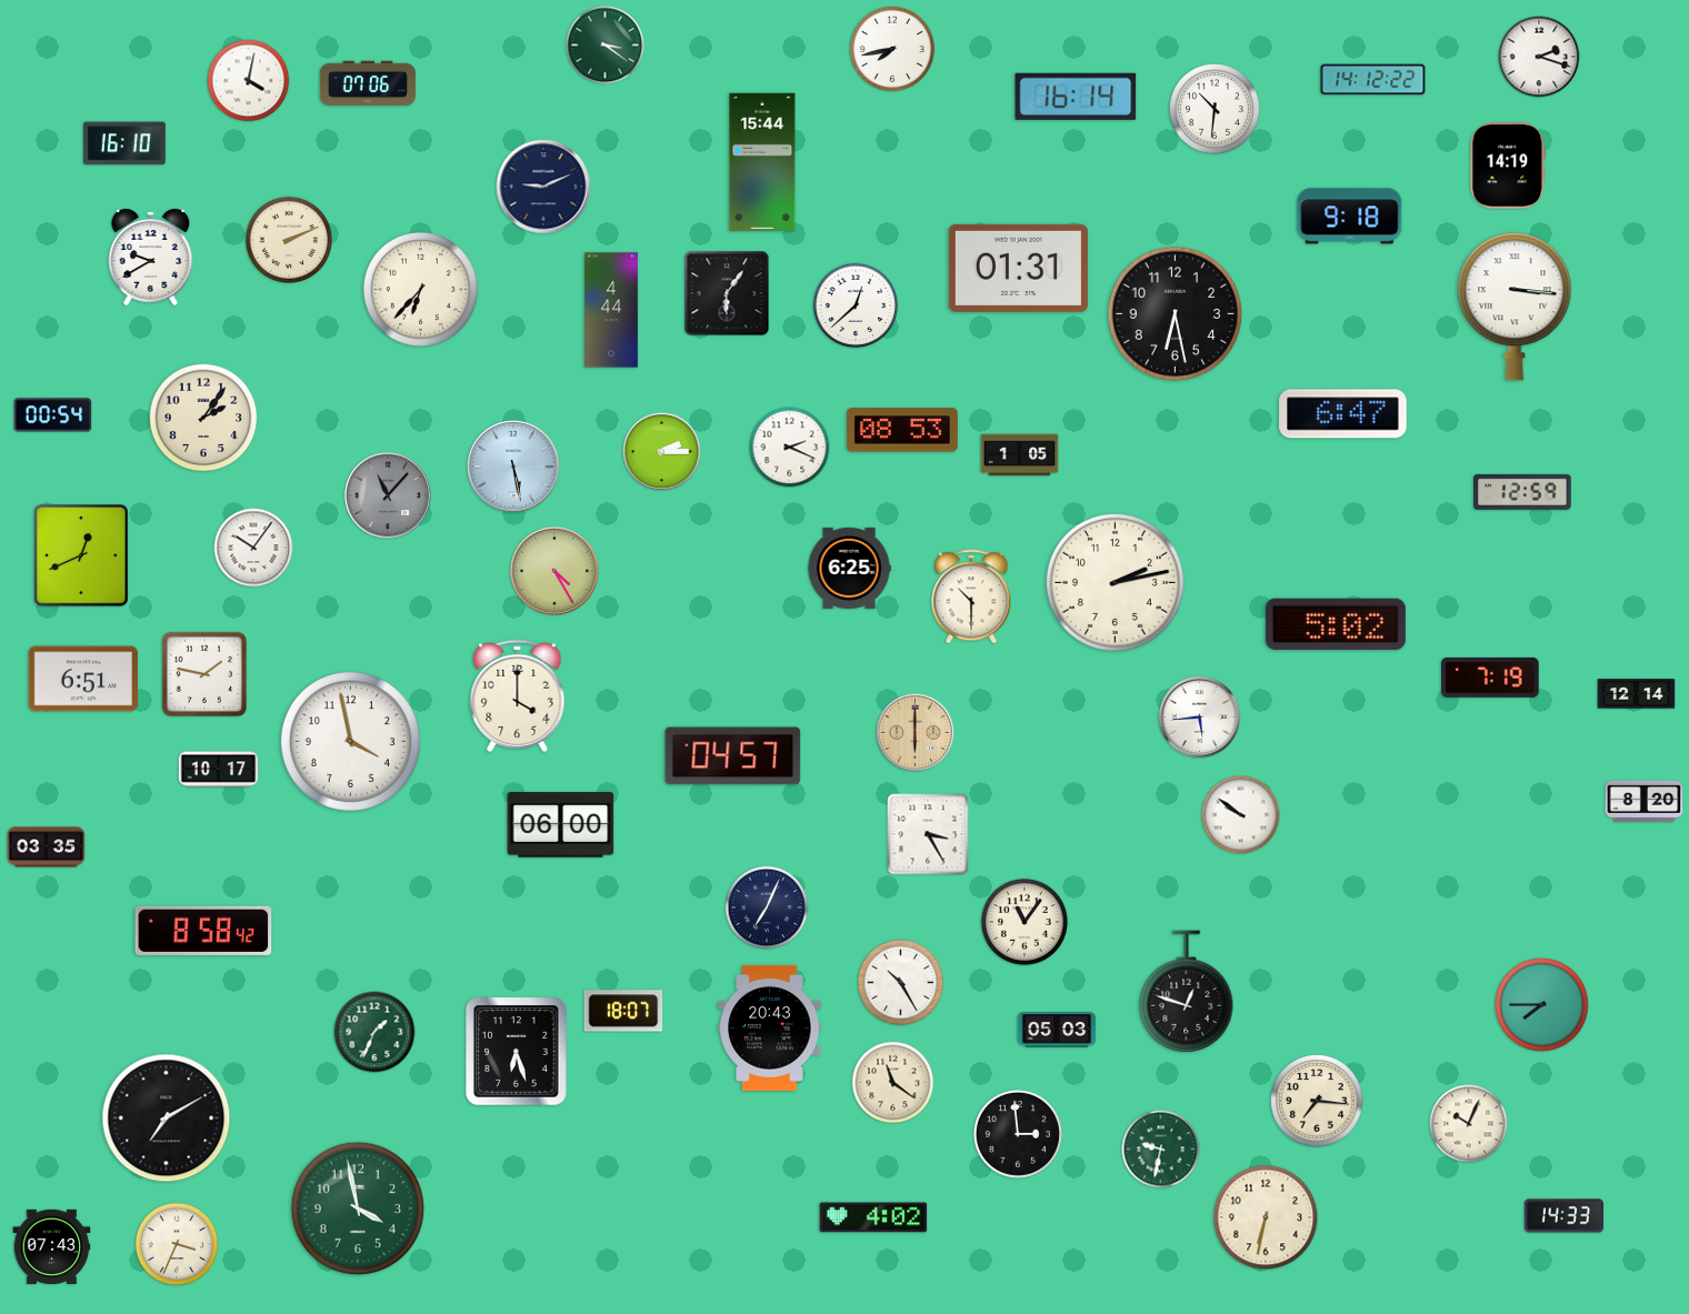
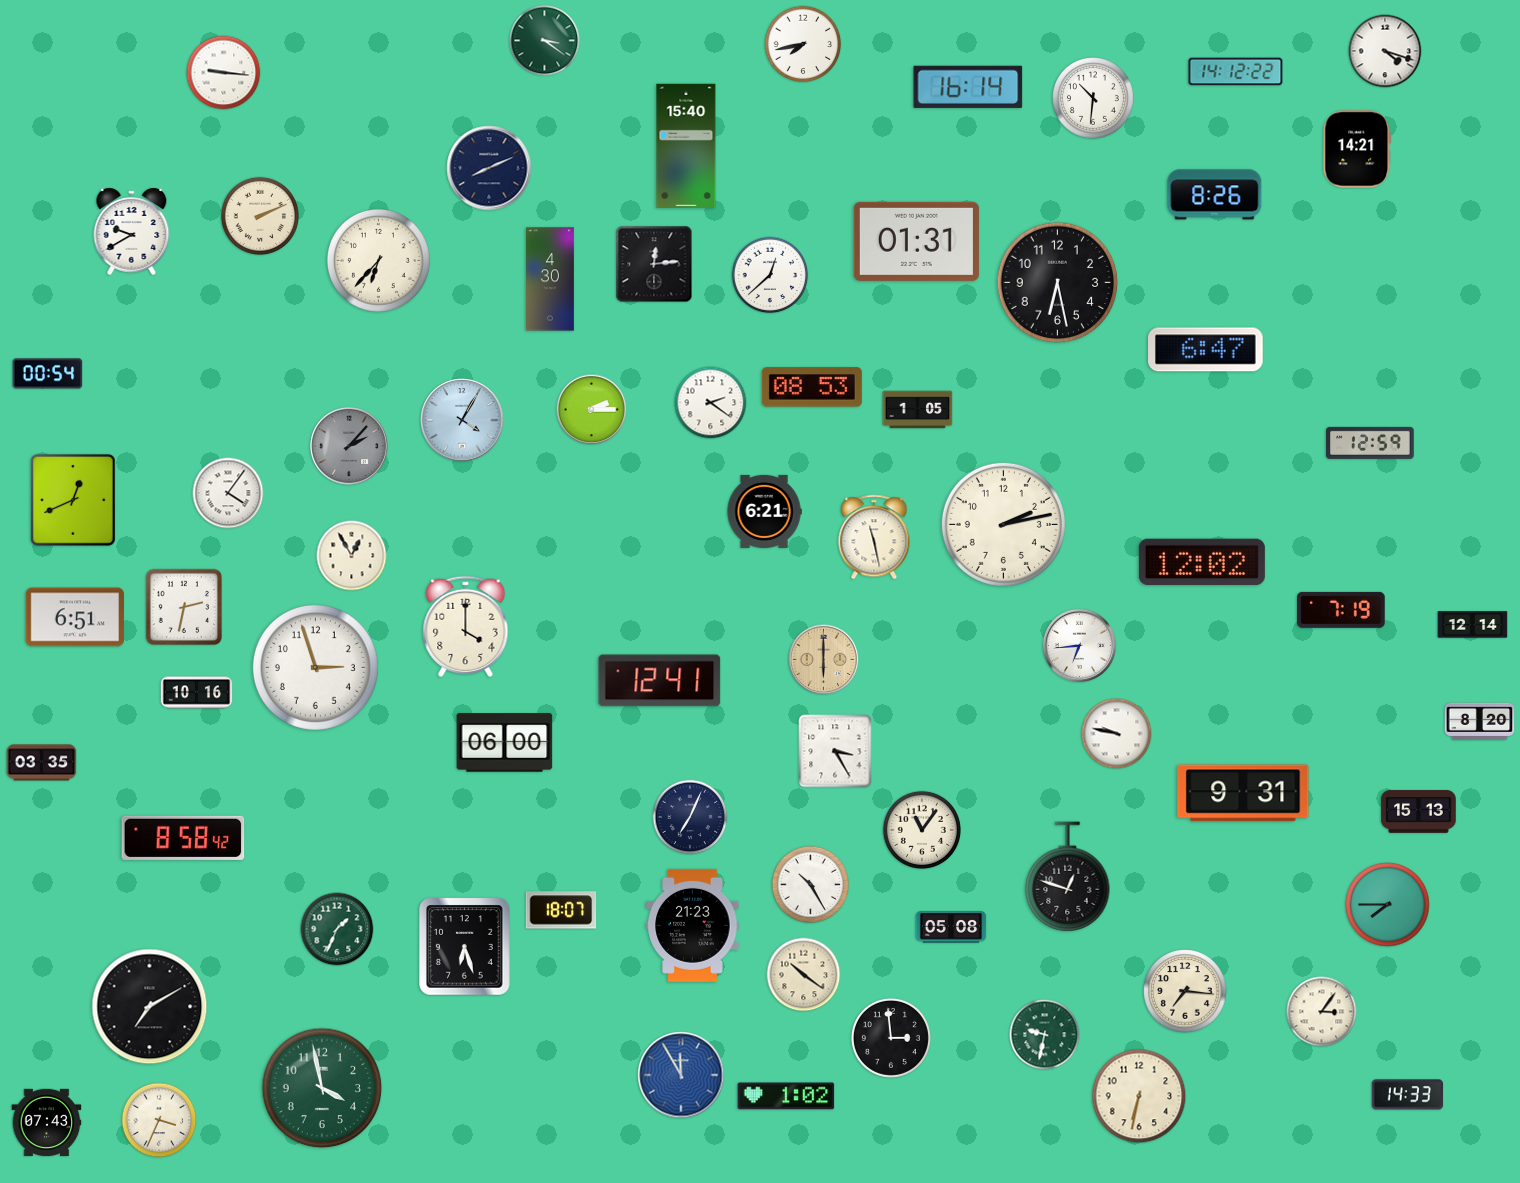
clock at (1539, 57): 2:18 -> 4:18
clock at (249, 81): 4:02 -> 9:16
clock at (368, 83): 07:06 -> none
clock at (124, 143): 16:10 -> none
clock at (762, 161): 15:44 -> 15:40
clock at (1508, 165): 14:19 -> 14:21
clock at (543, 187): 9:11 -> 8:11
clock at (1350, 217): 9:18 -> 8:26
clock at (151, 257) position: (151, 257) -> (132, 231)
clock at (727, 293): 6:06 -> 12:14
clock at (1515, 307): 3:16 -> none
clock at (612, 310): 4:44 -> 4:30
clock at (1343, 414) position: (1343, 414) -> (1206, 350)
clock at (203, 418): 2:06 -> none
clock at (790, 448): 2:19 -> 2:21
clock at (662, 452) position: (662, 452) -> (592, 410)
clock at (513, 467): 5:28 -> 4:05
clock at (388, 495): 11:07 -> 2:07
clock at (253, 548): 10:06 -> 4:06
clock at (849, 568): 6:25 -> 6:21
clock at (554, 571): 4:25 -> none
clock at (971, 596): 10:30 -> 11:28
clock at (352, 556): none -> 12:55
clock at (1336, 624): 5:02 -> 12:02
clock at (203, 673): 1:47 -> 2:32
clock at (83, 679) position: (83, 679) -> (75, 617)
clock at (1199, 716): 5:44 -> 6:44
clock at (350, 741): 3:58 -> 2:57
clock at (733, 756): 04:57 -> 12:41
clock at (219, 770): 10:17 -> 10:16
clock at (1241, 815): 9:51 -> 9:47
clock at (1243, 793): none -> 9:31
clock at (1419, 812): none -> 15:13
clock at (1187, 992) position: (1187, 992) -> (1068, 877)
clock at (770, 1027): 20:43 -> 21:23
clock at (1057, 1030): 05:03 -> 05:08
clock at (893, 1083): 11:21 -> 10:21
clock at (1469, 1124): 10:04 -> 3:06
clock at (1018, 1134) position: (1018, 1134) -> (891, 1038)
clock at (681, 1075): none -> 11:55
clock at (873, 1217): 4:02 -> 1:02
